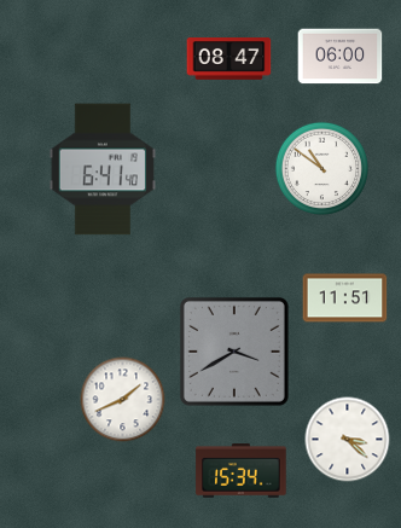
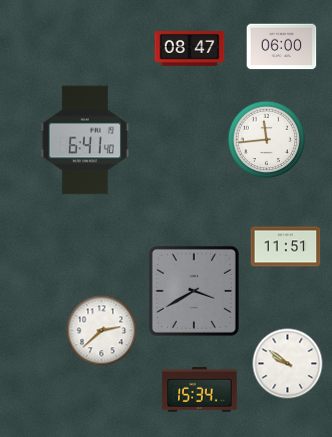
clock at (321, 168): 10:51 -> 11:44
clock at (123, 400): 1:41 -> 2:38
clock at (348, 440): 3:22 -> 9:51
